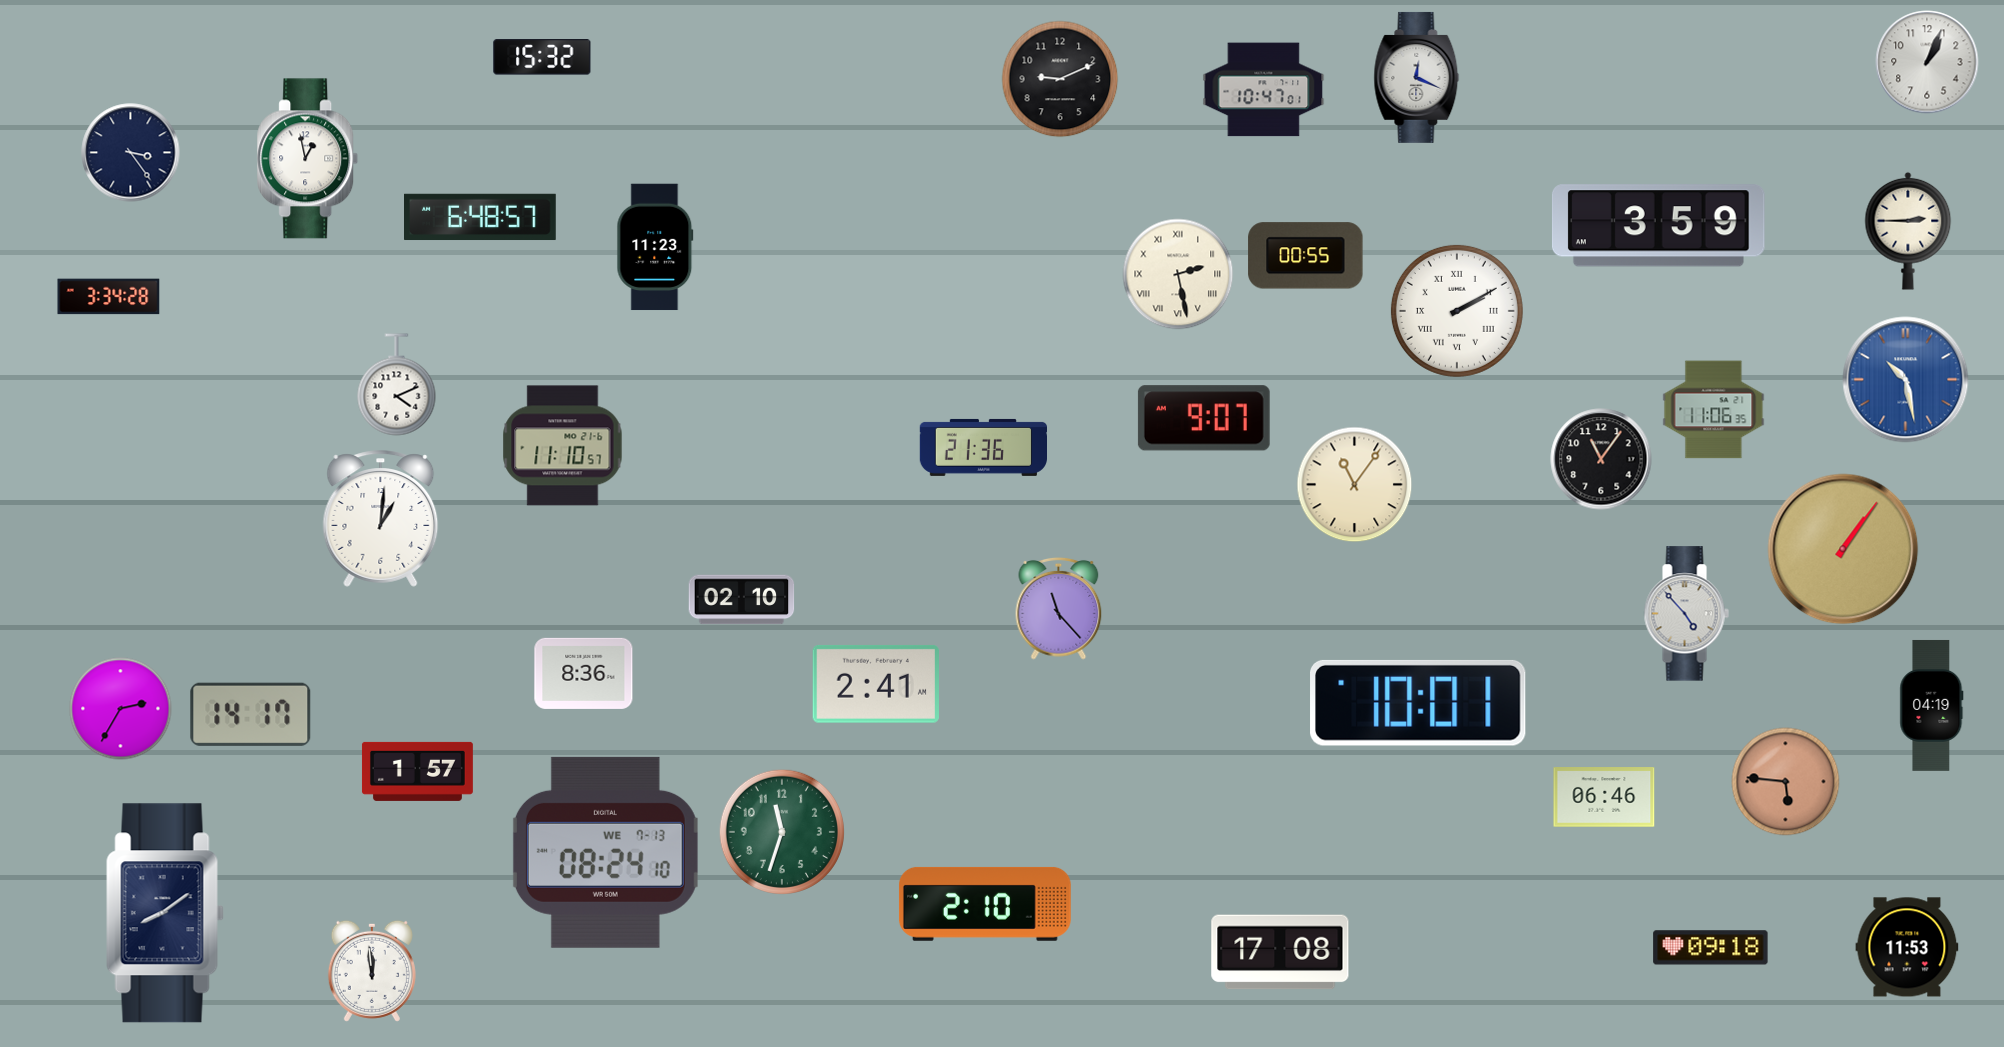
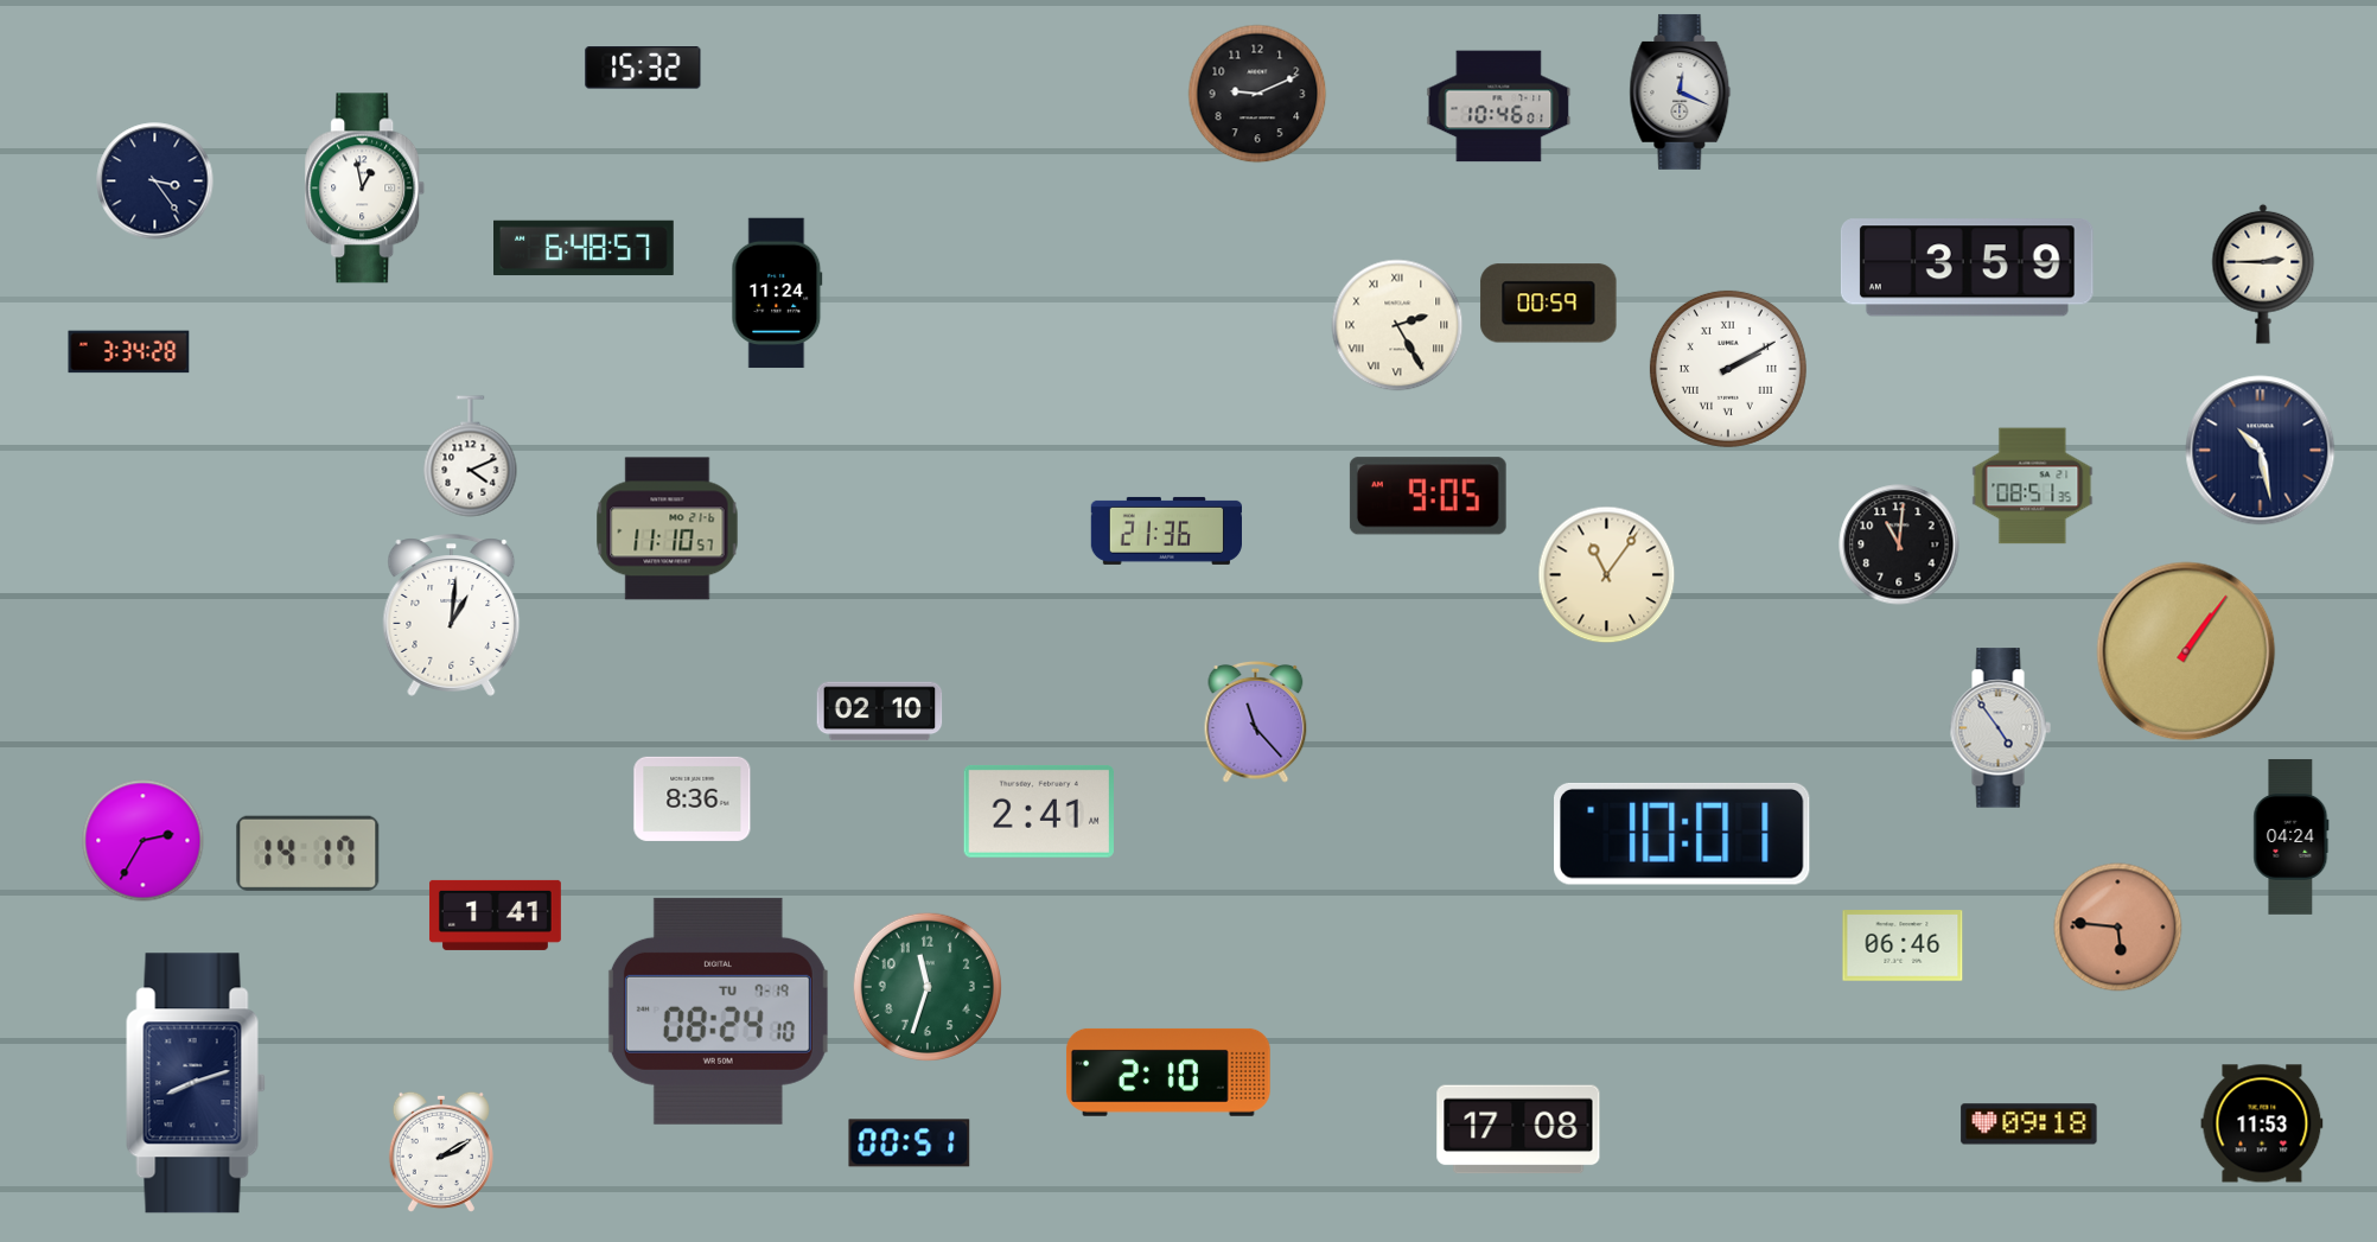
clock at (1927, 62): 1:04 -> none
clock at (1264, 90): 10:47 -> 10:46
clock at (481, 217) position: (481, 217) -> (585, 248)
clock at (655, 247): 11:23 -> 11:24
clock at (1306, 256): 00:55 -> 00:59
clock at (1178, 274): 2:28 -> 2:25
clock at (1906, 380) dial: blue -> navy
clock at (1714, 410): 11:06 -> 08:51
clock at (1204, 418): 9:07 -> 9:05
clock at (1601, 459): 11:06 -> 11:01
clock at (1686, 614): 4:53 -> 4:54
clock at (1932, 705): 04:19 -> 04:24
clock at (251, 714) position: (251, 714) -> (308, 853)
clock at (417, 771): 1:57 -> 1:41
clock at (605, 852) date: WE 7-13 -> TU 7-19
clock at (165, 913): 8:09 -> 8:12
clock at (910, 1144): none -> 00:51
clock at (372, 971): 11:59 -> 2:10
